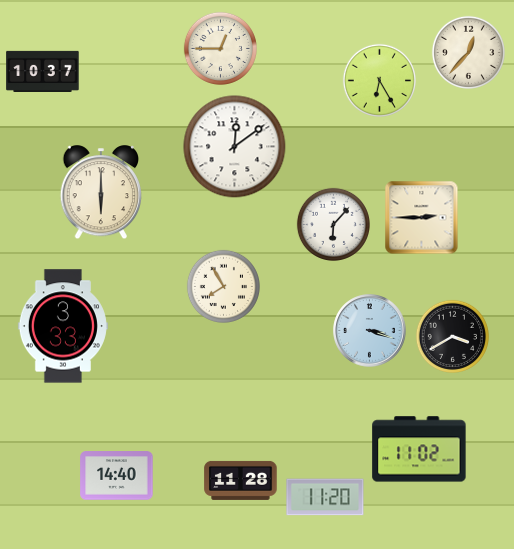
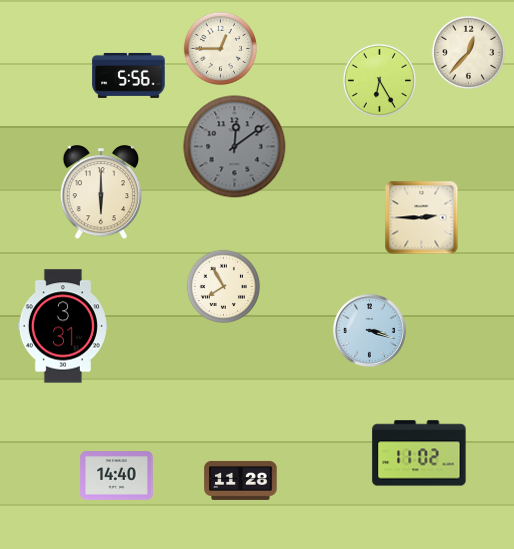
clock at (43, 71): 10:37 -> none
clock at (129, 75): none -> 5:56
clock at (235, 147) dial: white -> grey
clock at (333, 224): 6:07 -> none
clock at (63, 326): 3:33 -> 3:31
clock at (452, 336): 3:40 -> none
clock at (419, 449) position: (419, 449) -> (419, 453)
clock at (325, 497): 11:20 -> none
